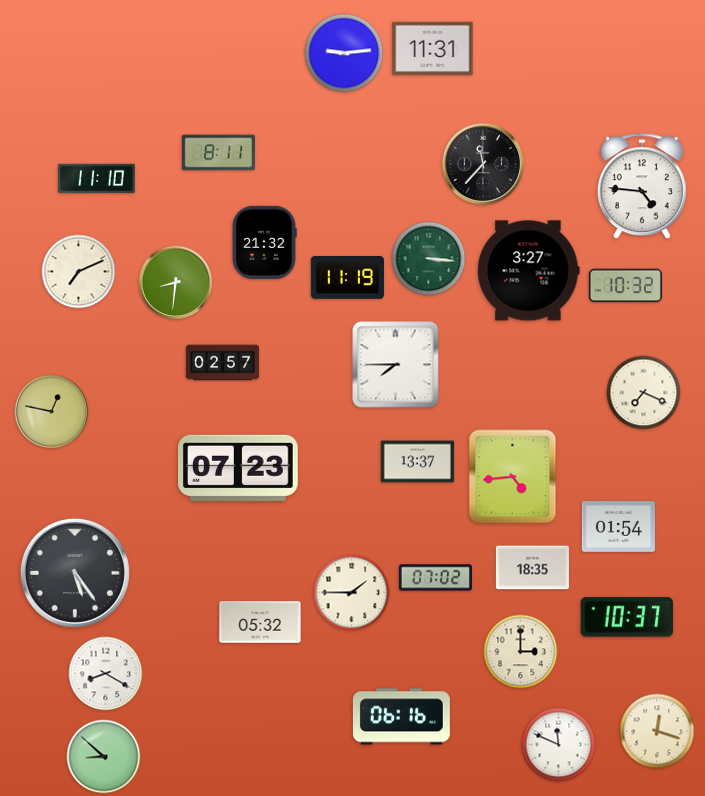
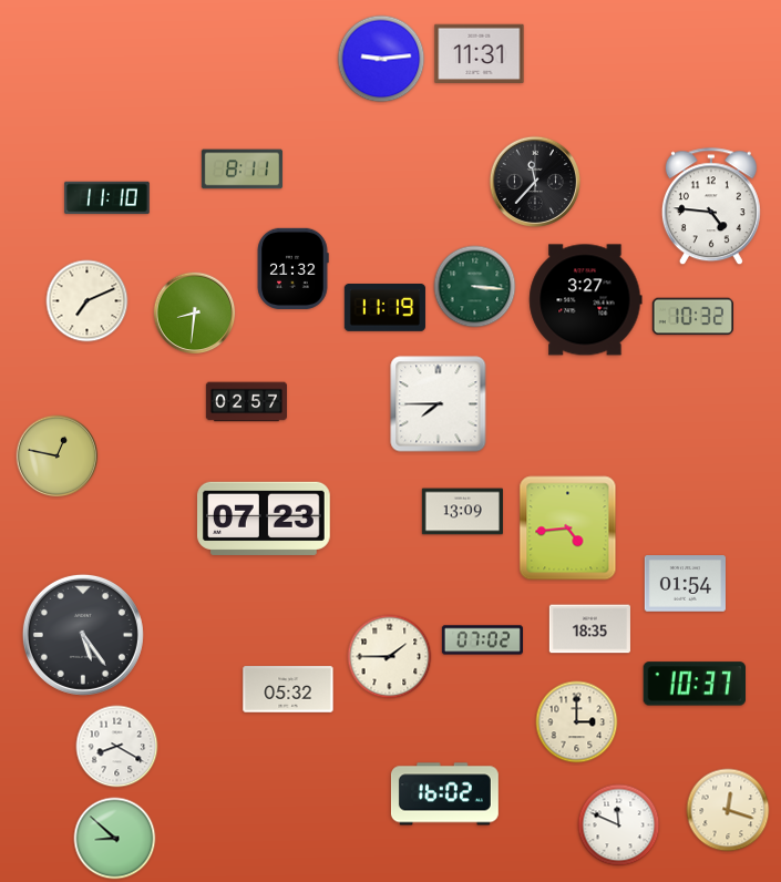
clock at (644, 393): 7:19 -> none
clock at (417, 462): 13:37 -> 13:09
clock at (401, 717): 06:16 -> 16:02
